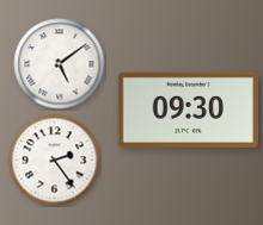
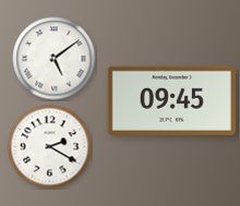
clock at (188, 110): 09:30 -> 09:45
clock at (55, 161): 2:24 -> 2:20
